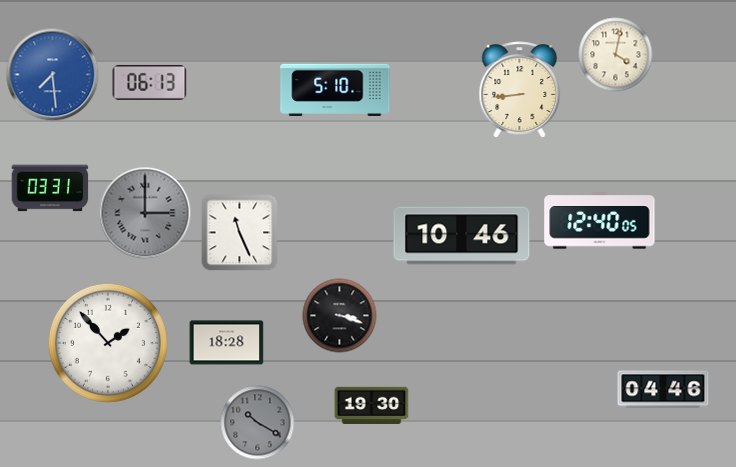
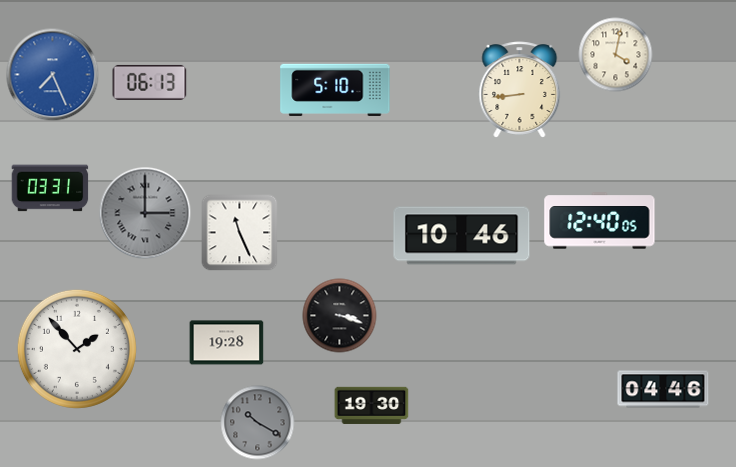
clock at (53, 75): 7:29 -> 7:26
clock at (108, 343) position: (108, 343) -> (77, 349)
clock at (227, 343): 18:28 -> 19:28
